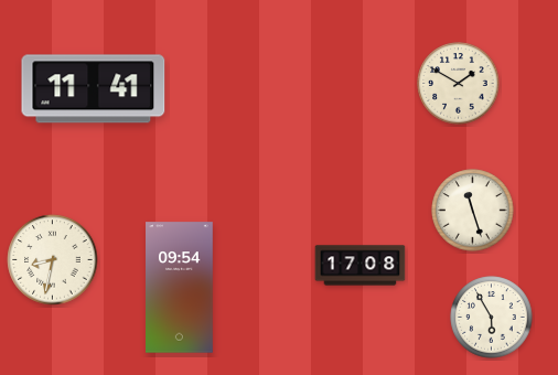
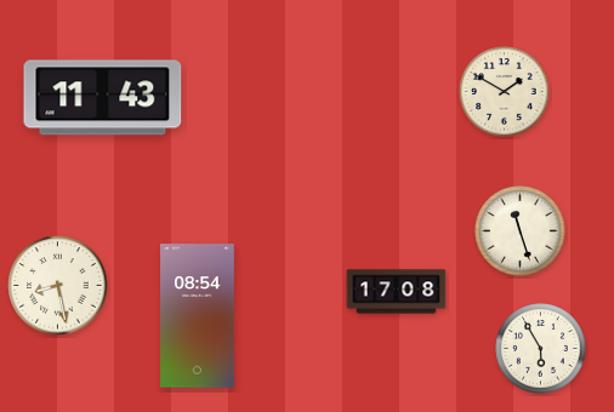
clock at (94, 89): 11:41 -> 11:43
clock at (53, 260): 8:32 -> 8:28
clock at (180, 288): 09:54 -> 08:54
